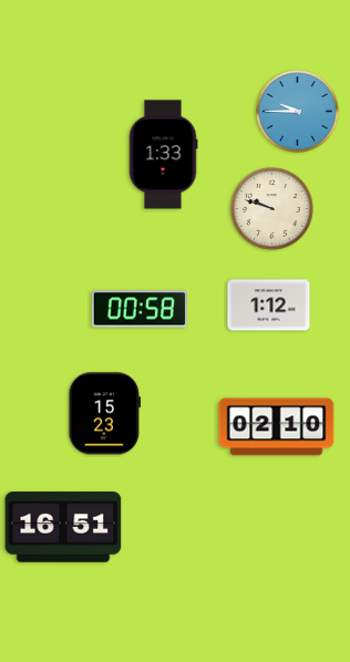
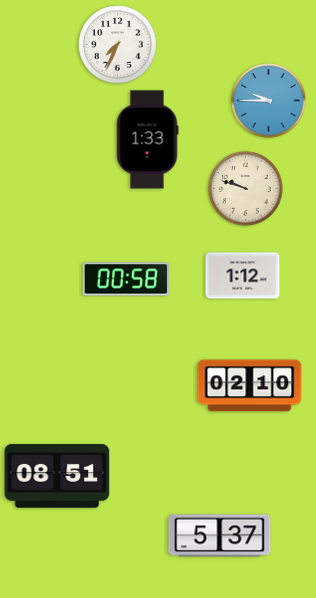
clock at (118, 45): none -> 7:34
clock at (105, 414): 15:23 -> none
clock at (63, 527): 16:51 -> 08:51
clock at (220, 536): none -> 5:37
